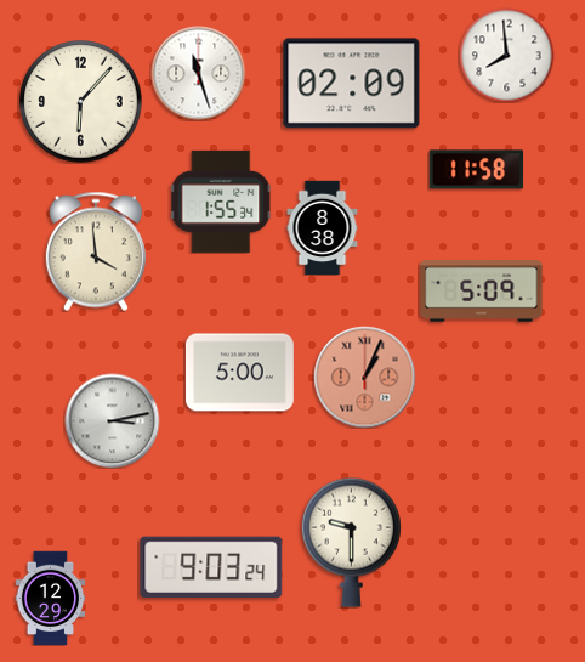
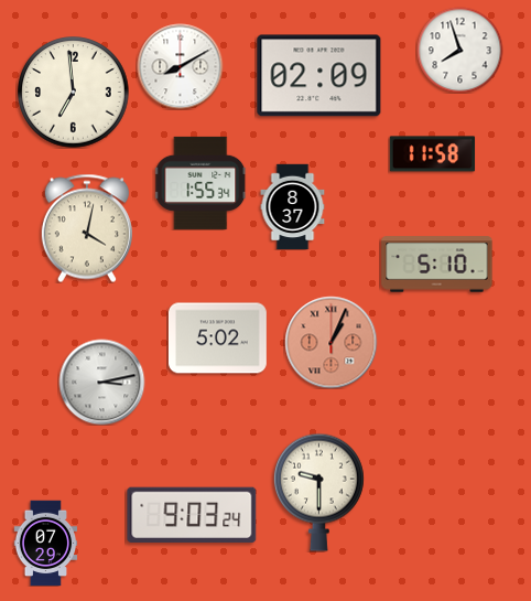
clock at (506, 55): 7:59 -> 7:57
clock at (198, 73): 11:27 -> 8:10
clock at (81, 102): 6:07 -> 6:59
clock at (323, 227): 8:38 -> 8:37
clock at (96, 251): 3:59 -> 4:02
clock at (482, 292): 5:09 -> 5:10
clock at (239, 373): 5:00 -> 5:02
clock at (51, 598): 12:29 -> 07:29
